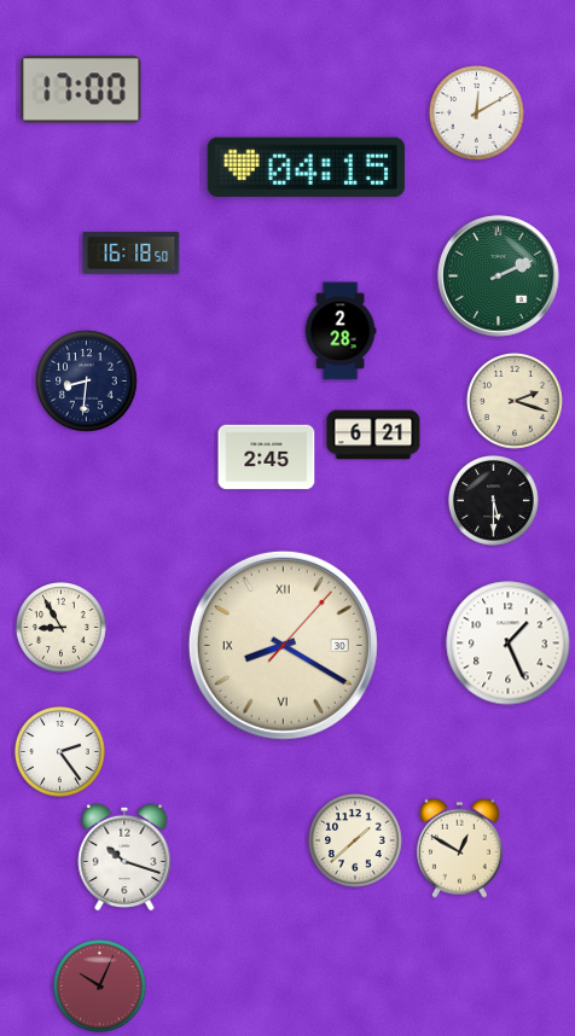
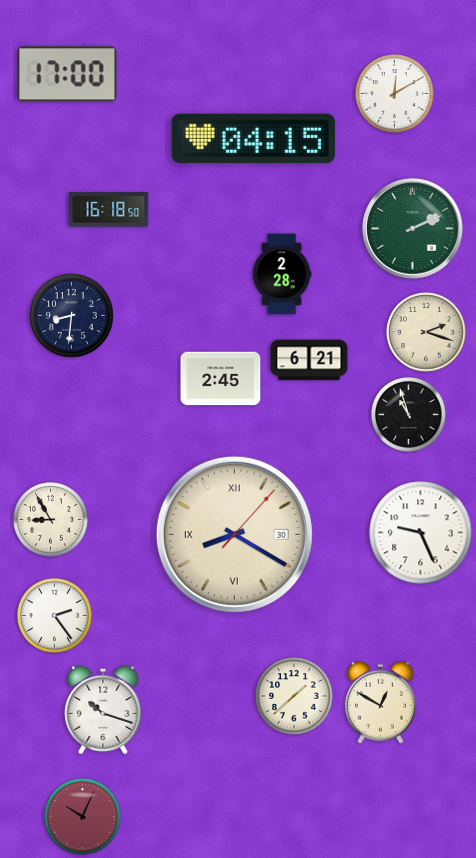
clock at (494, 501): 5:30 -> 10:57
clock at (509, 644): 1:26 -> 9:26
clock at (60, 752) position: (60, 752) -> (55, 616)
